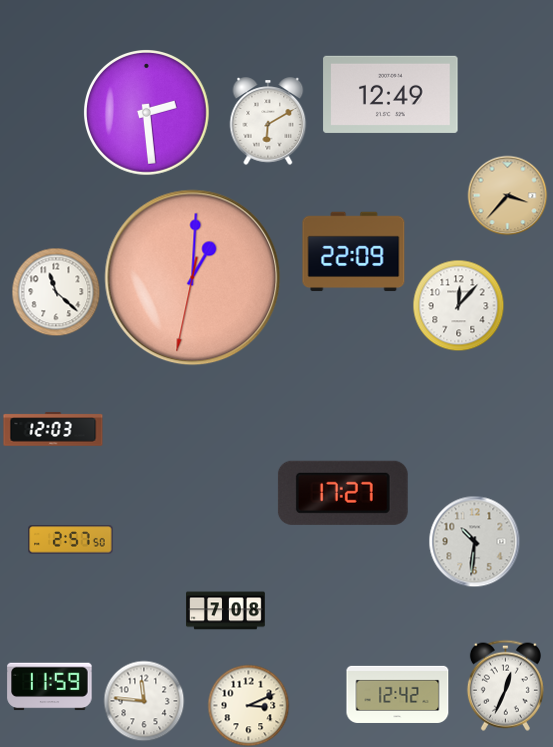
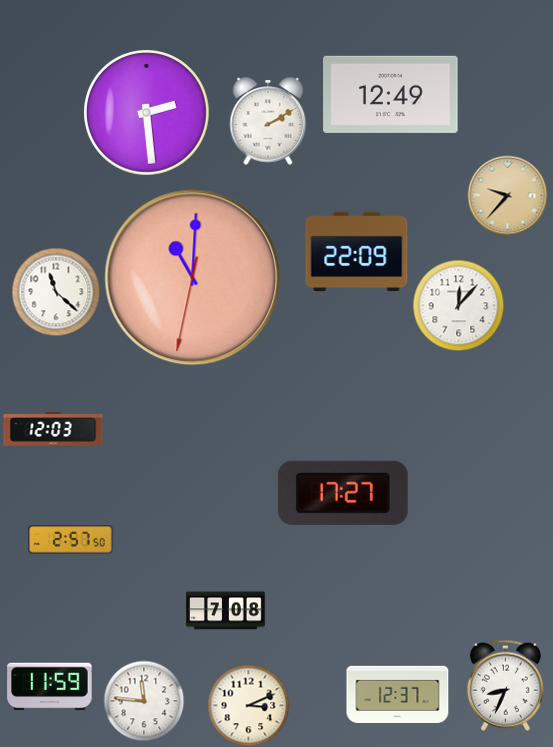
clock at (268, 121): 6:10 -> 2:10
clock at (507, 195): 3:37 -> 9:37
clock at (354, 252) position: (354, 252) -> (357, 252)
clock at (193, 278): 1:00 -> 11:00
clock at (474, 541): 10:31 -> none
clock at (505, 685): 12:34 -> 8:34
clock at (398, 694): 12:42 -> 12:37
